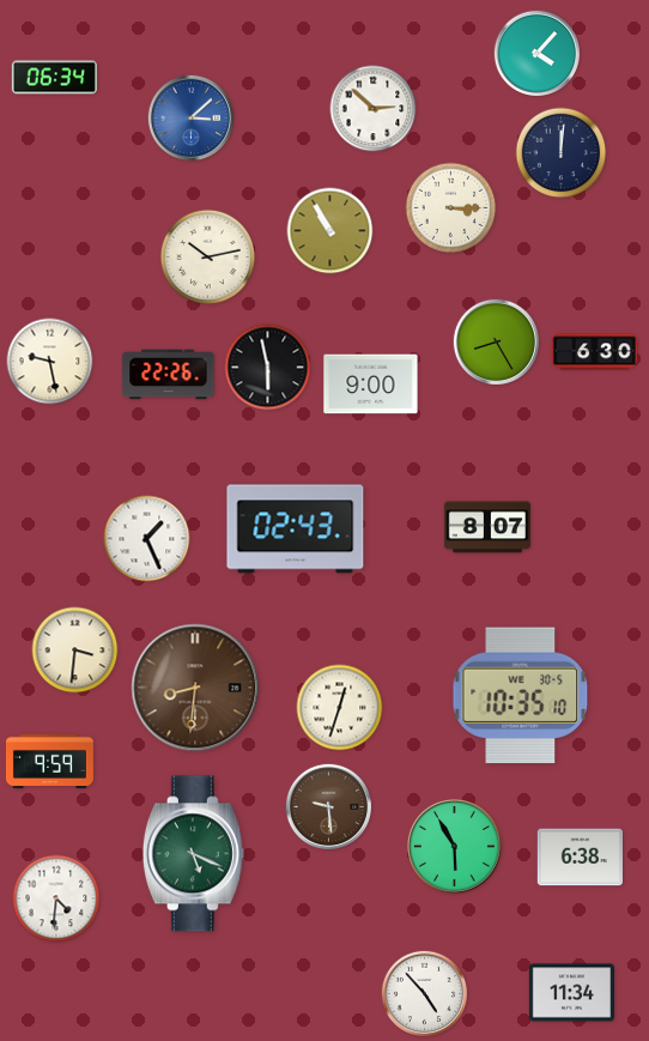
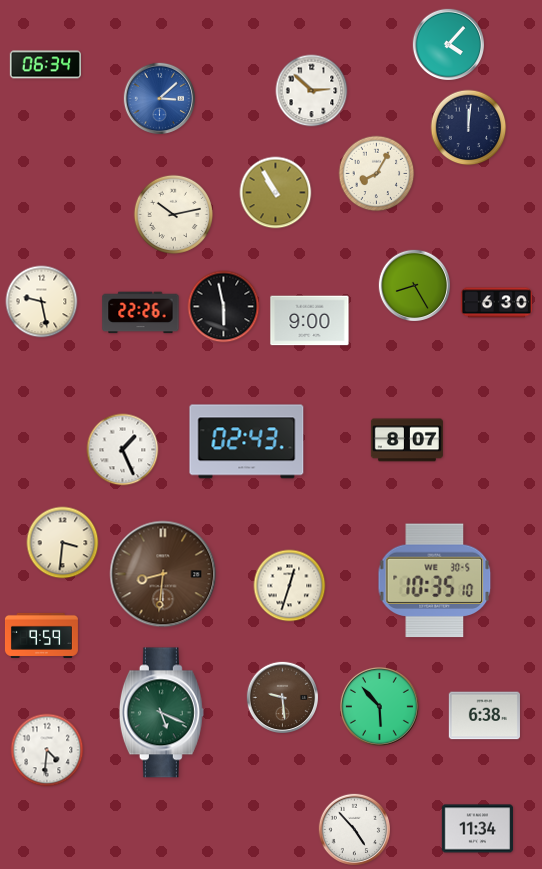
clock at (451, 208): 3:15 -> 8:05
clock at (594, 352) position: (594, 352) -> (496, 303)
clock at (340, 708) position: (340, 708) -> (290, 586)
clock at (328, 806) position: (328, 806) -> (282, 697)
clock at (454, 846): 5:55 -> 5:53
